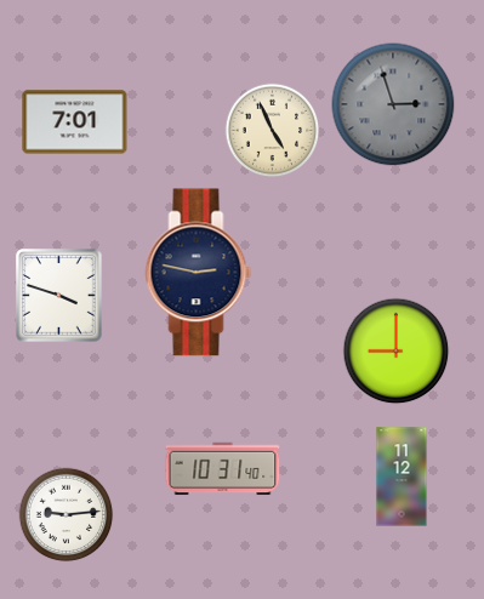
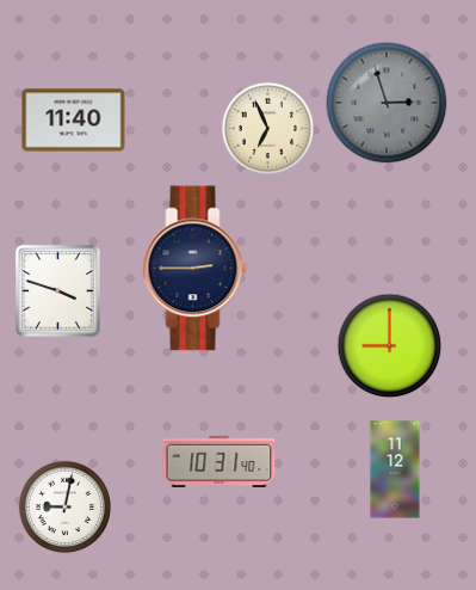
clock at (75, 122): 7:01 -> 11:40
clock at (272, 130): 4:56 -> 6:56
clock at (199, 273): 2:47 -> 2:45
clock at (66, 514): 9:14 -> 9:02
